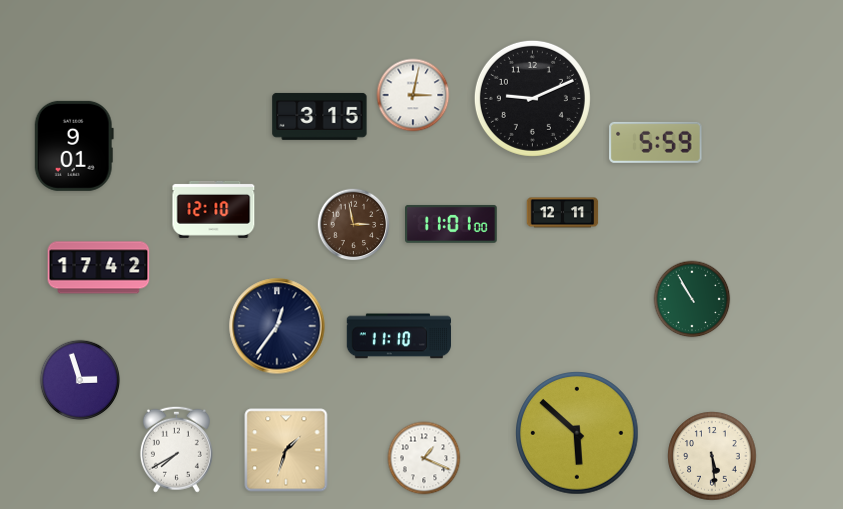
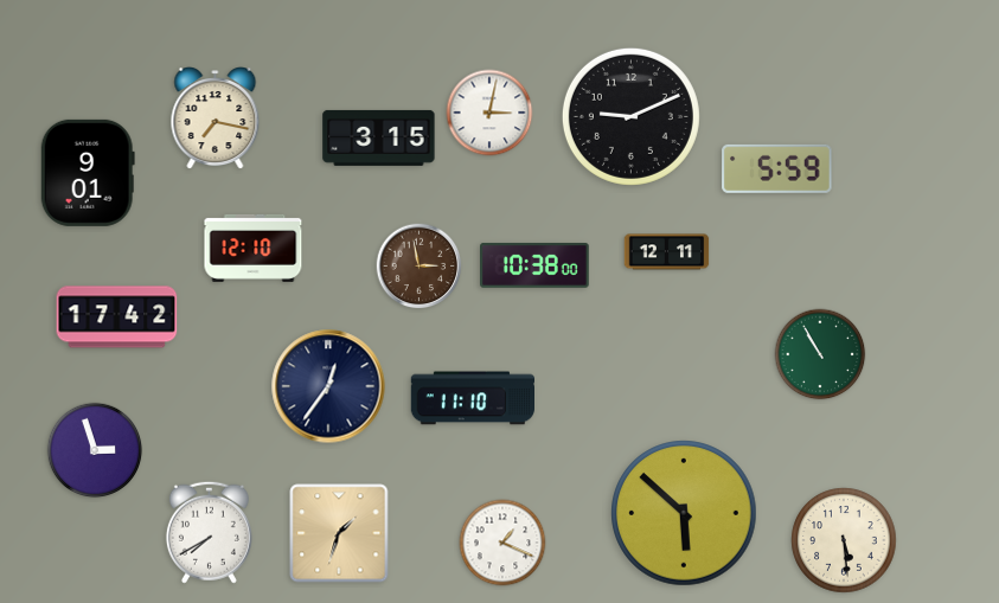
clock at (216, 118): none -> 7:17
clock at (452, 224): 11:01 -> 10:38
